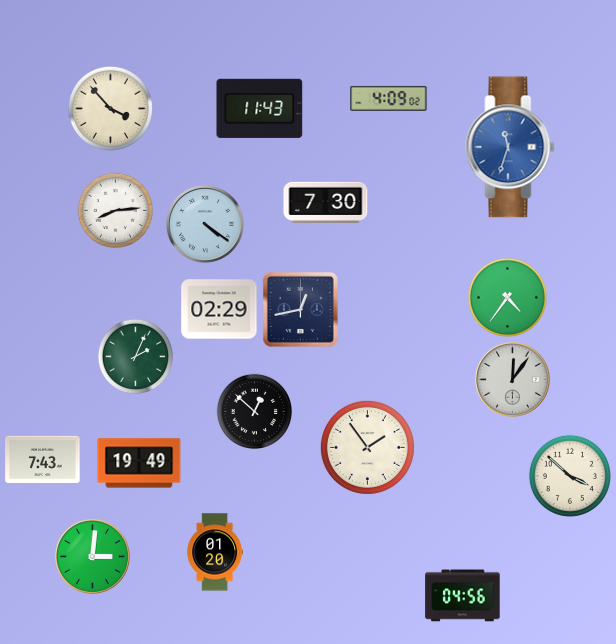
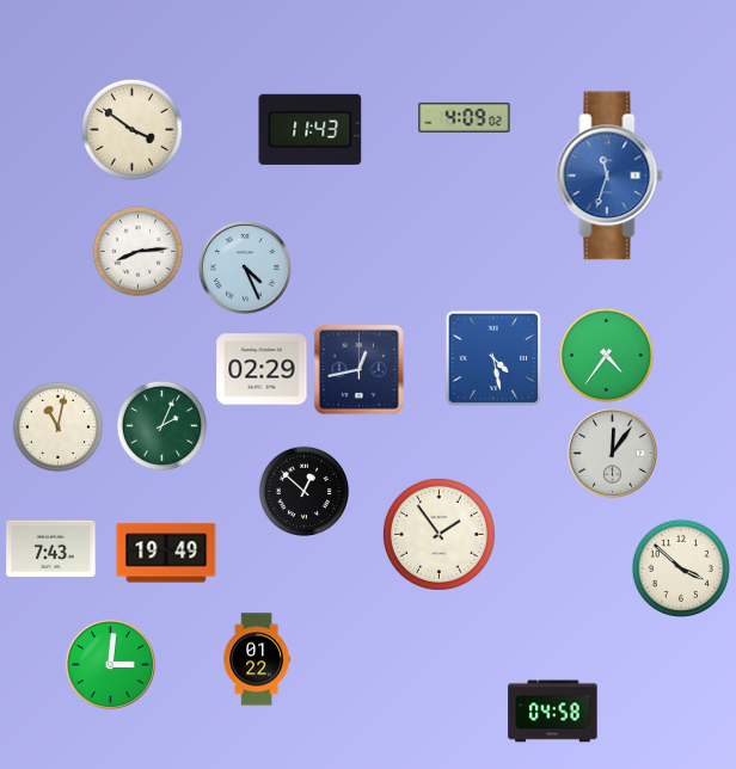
clock at (110, 108): 3:53 -> 3:51
clock at (326, 202): 7:30 -> none
clock at (205, 224): 4:21 -> 4:26
clock at (493, 358): none -> 4:28
clock at (57, 426): none -> 11:02
clock at (215, 552): 01:20 -> 01:22
clock at (463, 596): 04:56 -> 04:58
